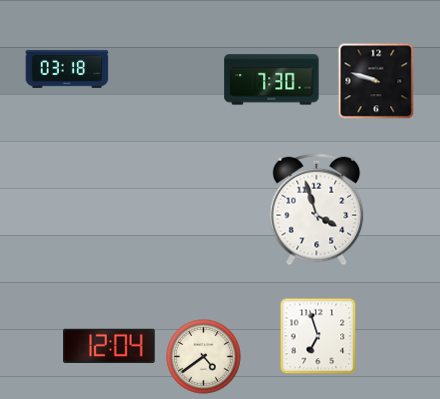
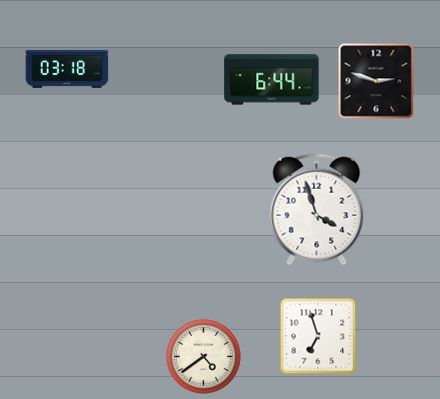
clock at (272, 80): 7:30 -> 6:44
clock at (376, 81): 9:48 -> 2:48
clock at (109, 346): 12:04 -> none
